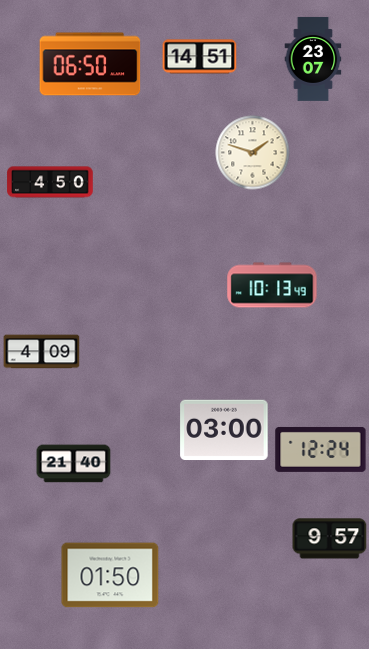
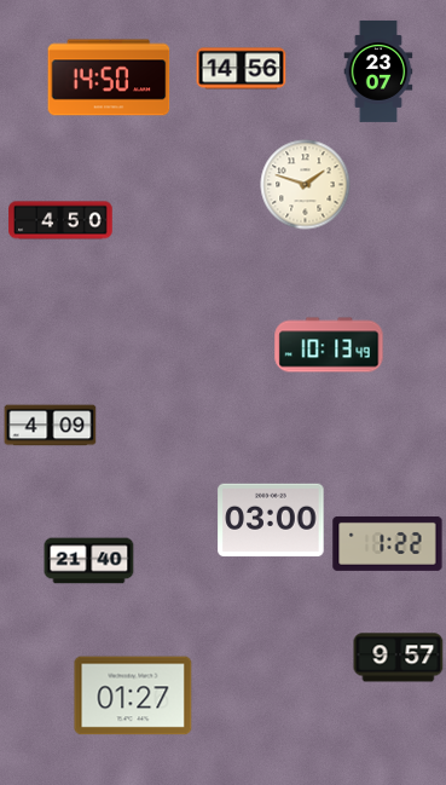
clock at (200, 57): 14:51 -> 14:56
clock at (90, 64): 06:50 -> 14:50
clock at (321, 449): 12:24 -> 1:22
clock at (330, 539) position: (330, 539) -> (399, 658)
clock at (110, 575): 01:50 -> 01:27
